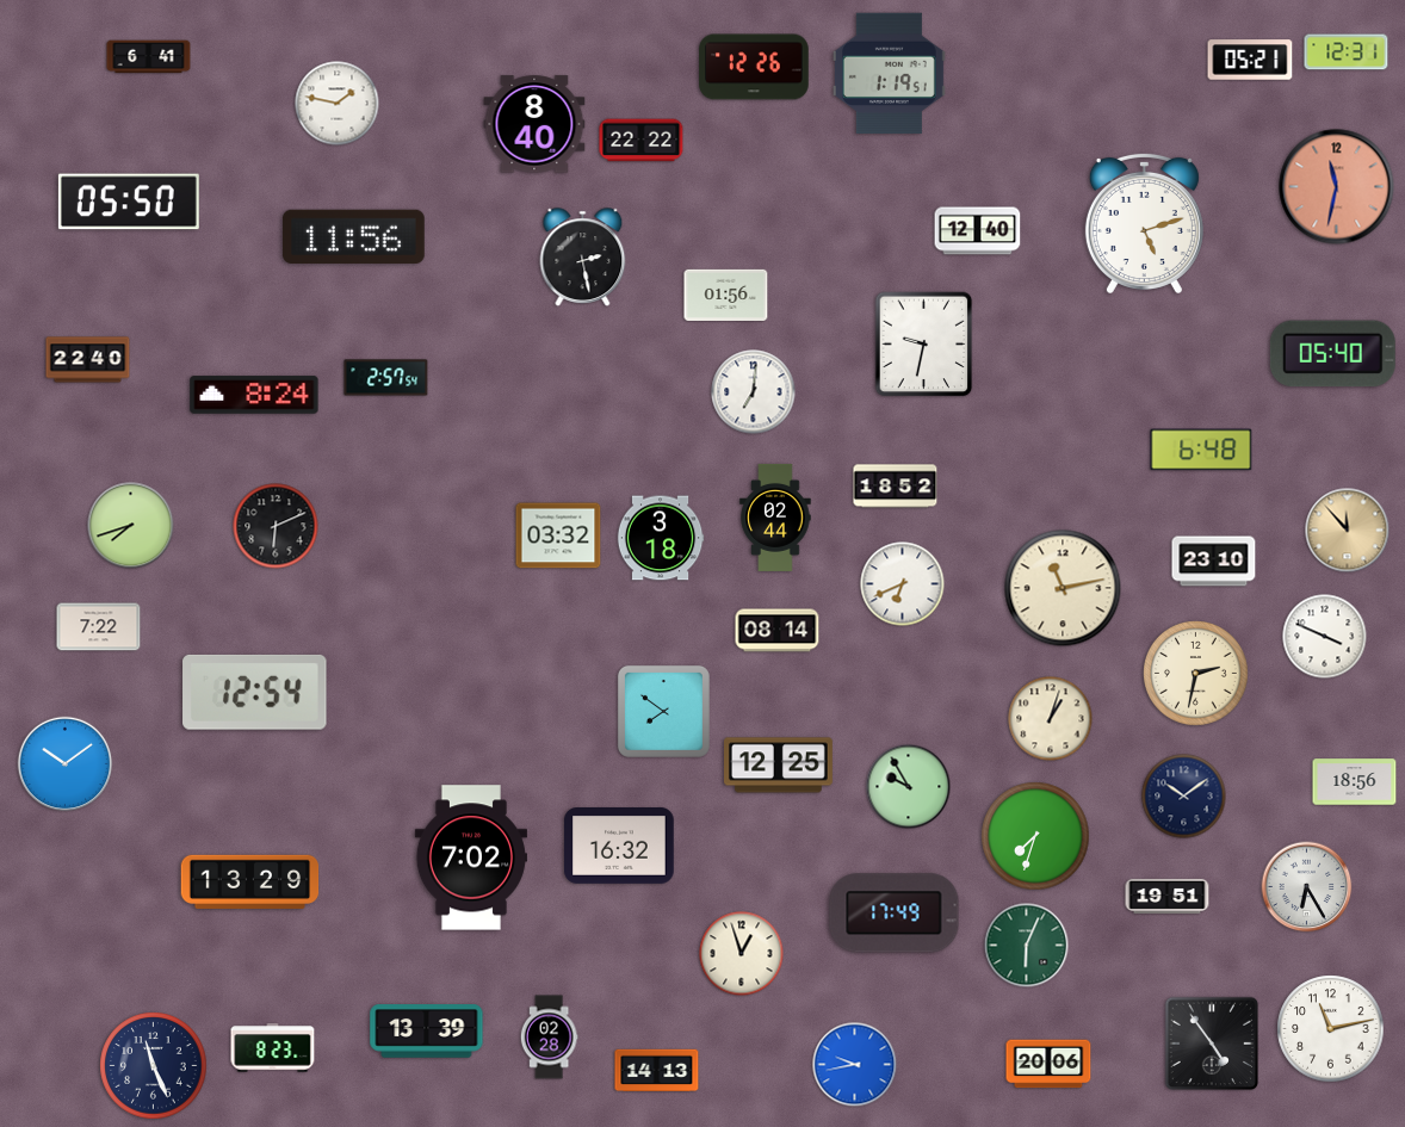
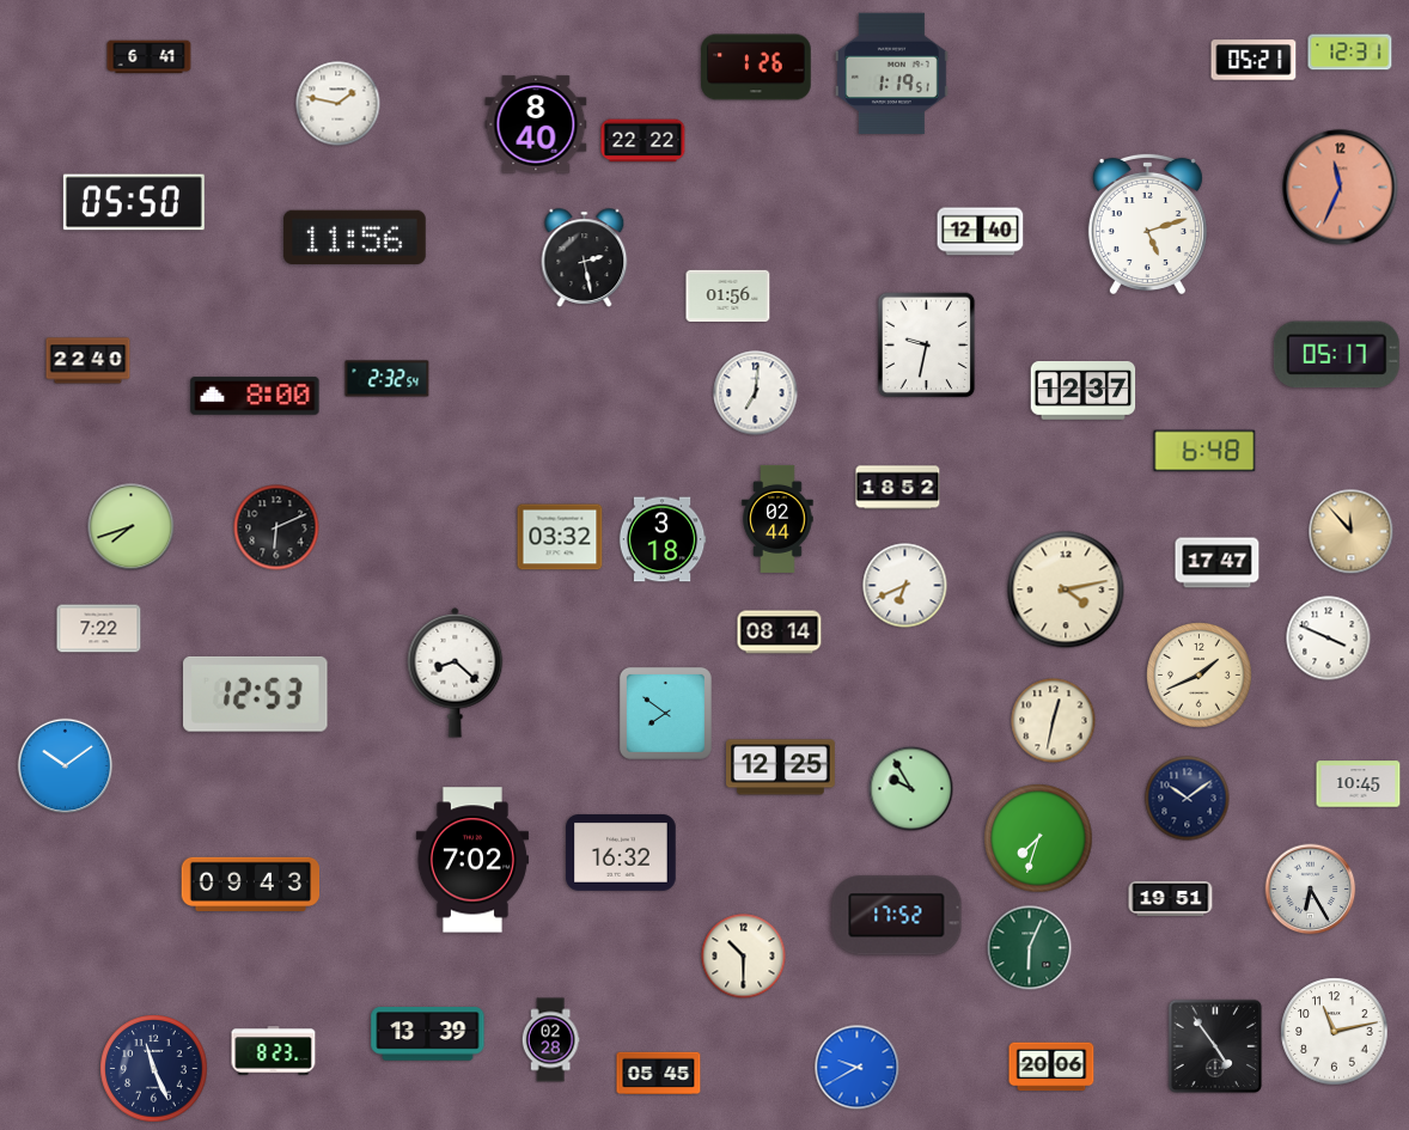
clock at (754, 67): 12:26 -> 1:26
clock at (1337, 187): 11:32 -> 11:34
clock at (129, 202) position: (129, 202) -> (134, 202)
clock at (1332, 354): 05:40 -> 05:17
clock at (386, 378): 2:57 -> 2:32
clock at (1084, 391): none -> 12:37
clock at (254, 395): 8:24 -> 8:00
clock at (1214, 562): 23:10 -> 17:47
clock at (1063, 588): 11:13 -> 4:13
clock at (456, 672): none -> 8:22
clock at (1196, 674): 2:32 -> 1:41
clock at (255, 692): 12:54 -> 12:53
clock at (1051, 719): 1:03 -> 12:32
clock at (1355, 782): 18:56 -> 10:45
clock at (619, 847) position: (619, 847) -> (621, 854)
clock at (250, 881): 13:29 -> 09:43
clock at (895, 914): 17:49 -> 17:52
clock at (742, 954): 12:57 -> 10:30
clock at (855, 1065): 9:43 -> 9:40
clock at (657, 1071): 14:13 -> 05:45
